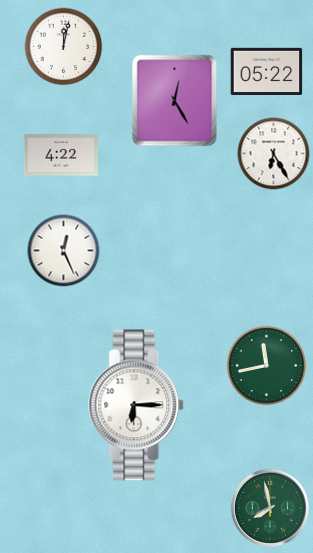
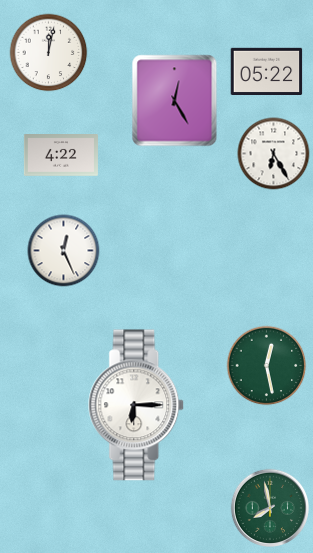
clock at (64, 47) position: (64, 47) -> (49, 53)
clock at (267, 366): 11:43 -> 12:28
